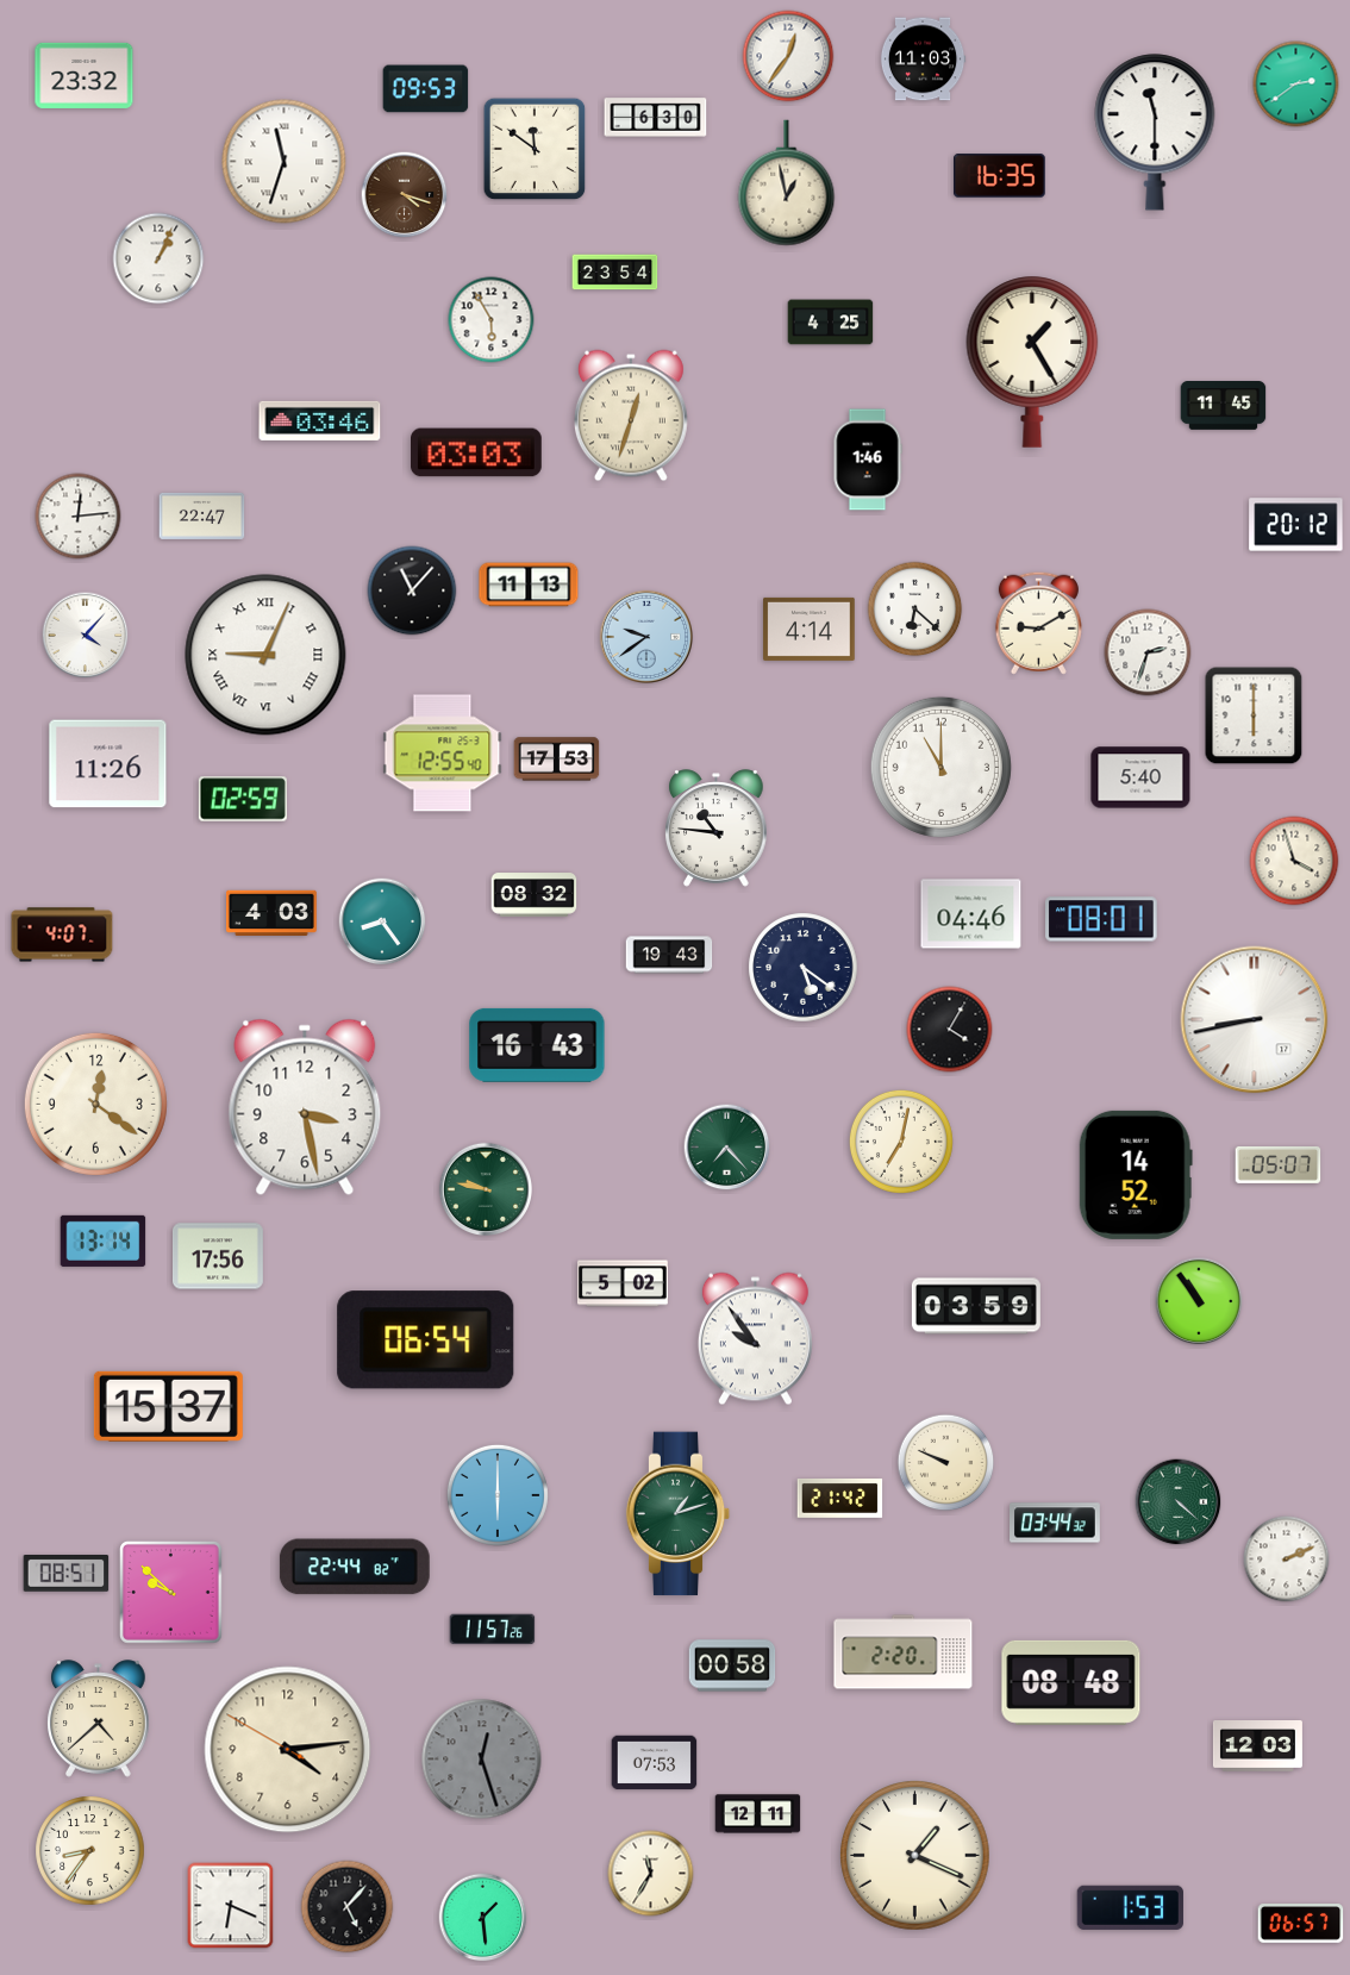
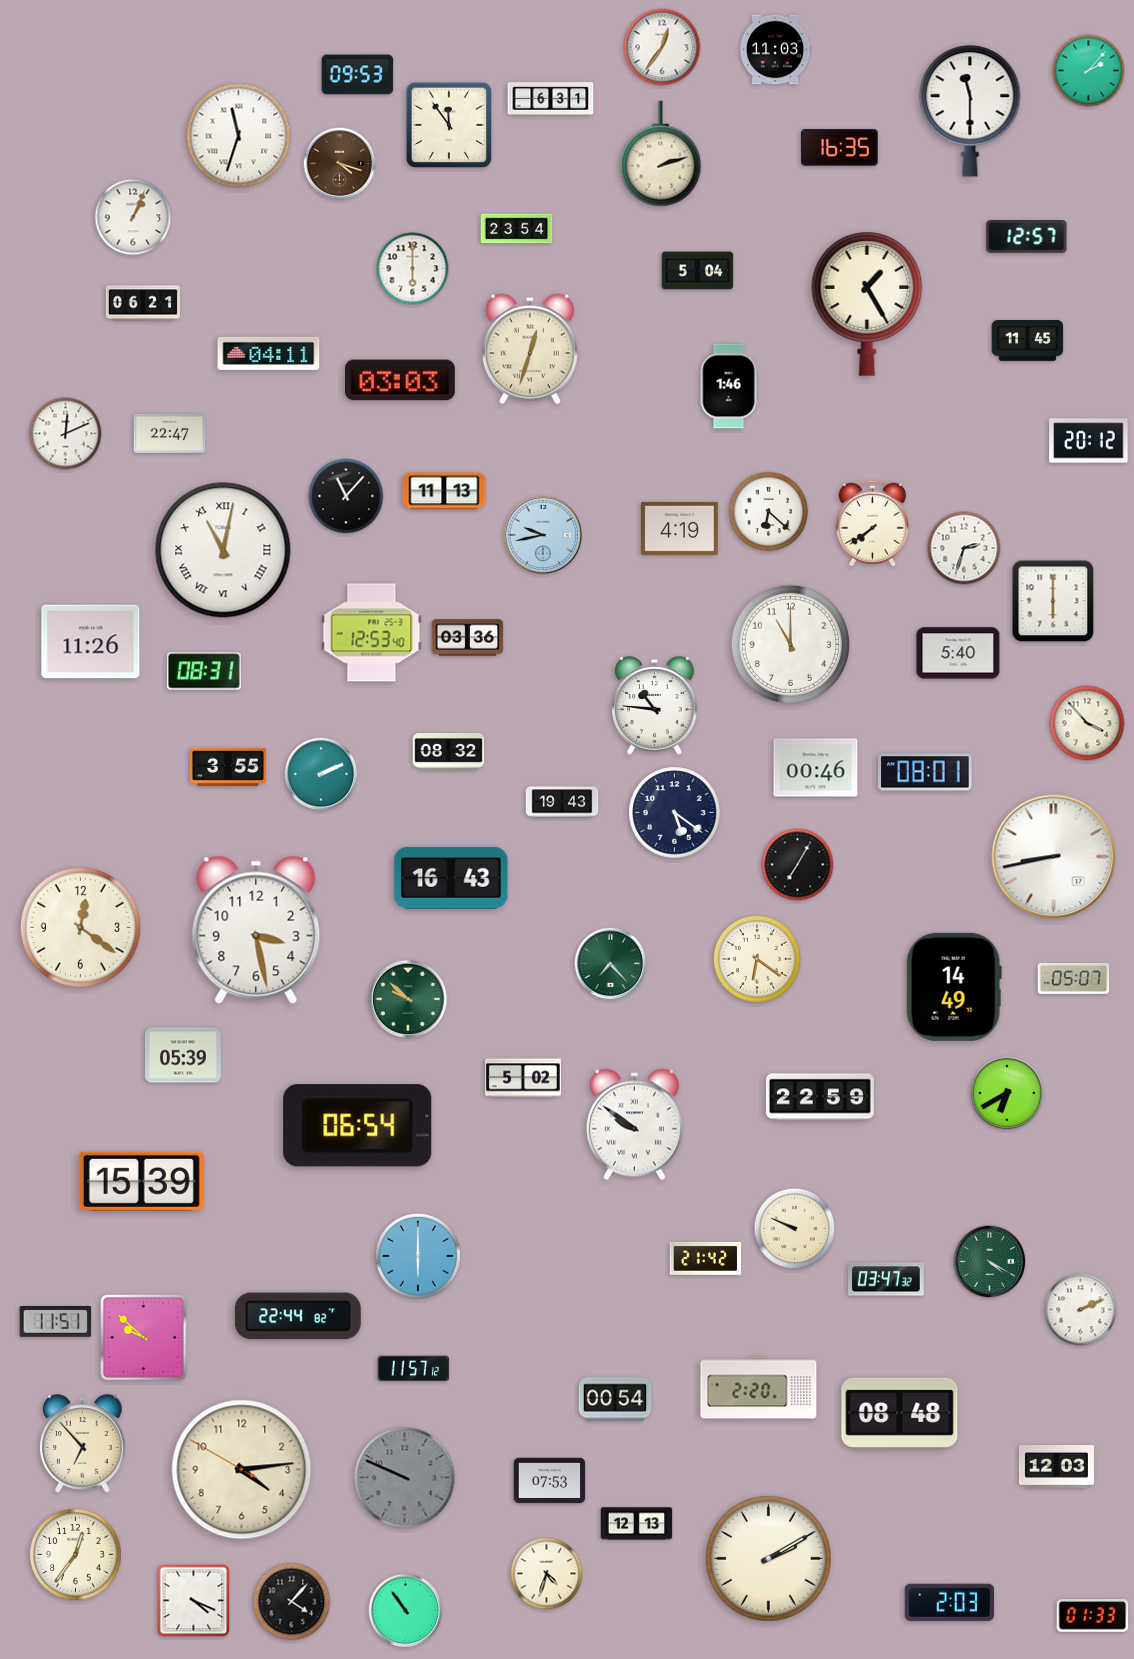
clock at (85, 75): 23:32 -> none
clock at (1296, 85): 2:39 -> 2:07
clock at (656, 118): 6:30 -> 6:31
clock at (535, 149): 11:51 -> 11:54
clock at (787, 183): 12:58 -> 2:12
clock at (1027, 237): none -> 12:57
clock at (492, 320): 5:55 -> 6:00
clock at (831, 323): 4:25 -> 5:04
clock at (143, 303): none -> 06:21
clock at (320, 420): 03:46 -> 04:11
clock at (79, 517): 12:14 -> 12:11
clock at (1038, 623): 9:10 -> 7:39
clock at (810, 629): 4:14 -> 4:19
clock at (86, 636): 4:07 -> none
clock at (646, 637): 9:39 -> 9:43
clock at (265, 655): 9:04 -> 11:02
clock at (443, 754): 12:55 -> 12:53
clock at (557, 760): 17:53 -> 03:36
clock at (243, 799): 02:59 -> 08:31
clock at (717, 829) position: (717, 829) -> (655, 706)
clock at (1294, 861): 3:57 -> 3:53
clock at (273, 912): 4:03 -> 3:55
clock at (971, 914): 04:46 -> 00:46
clock at (382, 921): 8:24 -> 2:11
clock at (62, 935): 4:07 -> none
clock at (950, 1030): 4:05 -> 7:05
clock at (901, 1142): 7:02 -> 6:21
clock at (1136, 1175): 14:52 -> 14:49
clock at (486, 1189): 9:47 -> 9:52
clock at (104, 1240): 13:14 -> none
clock at (219, 1256): 17:56 -> 05:39
clock at (1199, 1301): 10:54 -> 6:40
clock at (976, 1306): 03:59 -> 22:59
clock at (755, 1339): 9:54 -> 9:51
clock at (168, 1406): 15:37 -> 15:39
clock at (1179, 1502): 4:22 -> 4:20
clock at (679, 1514): 1:12 -> none
clock at (1056, 1523): 03:44 -> 03:47
clock at (67, 1574): 08:51 -> 11:51
clock at (493, 1630): 11:57:26 -> 11:57:12
clock at (732, 1665): 00:58 -> 00:54
clock at (99, 1719): 4:38 -> 6:53
clock at (482, 1760): 12:27 -> 9:49
clock at (758, 1814): 12:11 -> 12:13
clock at (90, 1851): 8:36 -> 12:36
clock at (915, 1856): 1:19 -> 2:10
clock at (651, 1874): 11:35 -> 4:33
clock at (231, 1906): 6:19 -> 4:19
clock at (348, 1907): 5:07 -> 4:07
clock at (1130, 1907): 1:53 -> 2:03
clock at (483, 1918): 1:29 -> 10:54
clock at (1301, 1924): 06:57 -> 01:33
